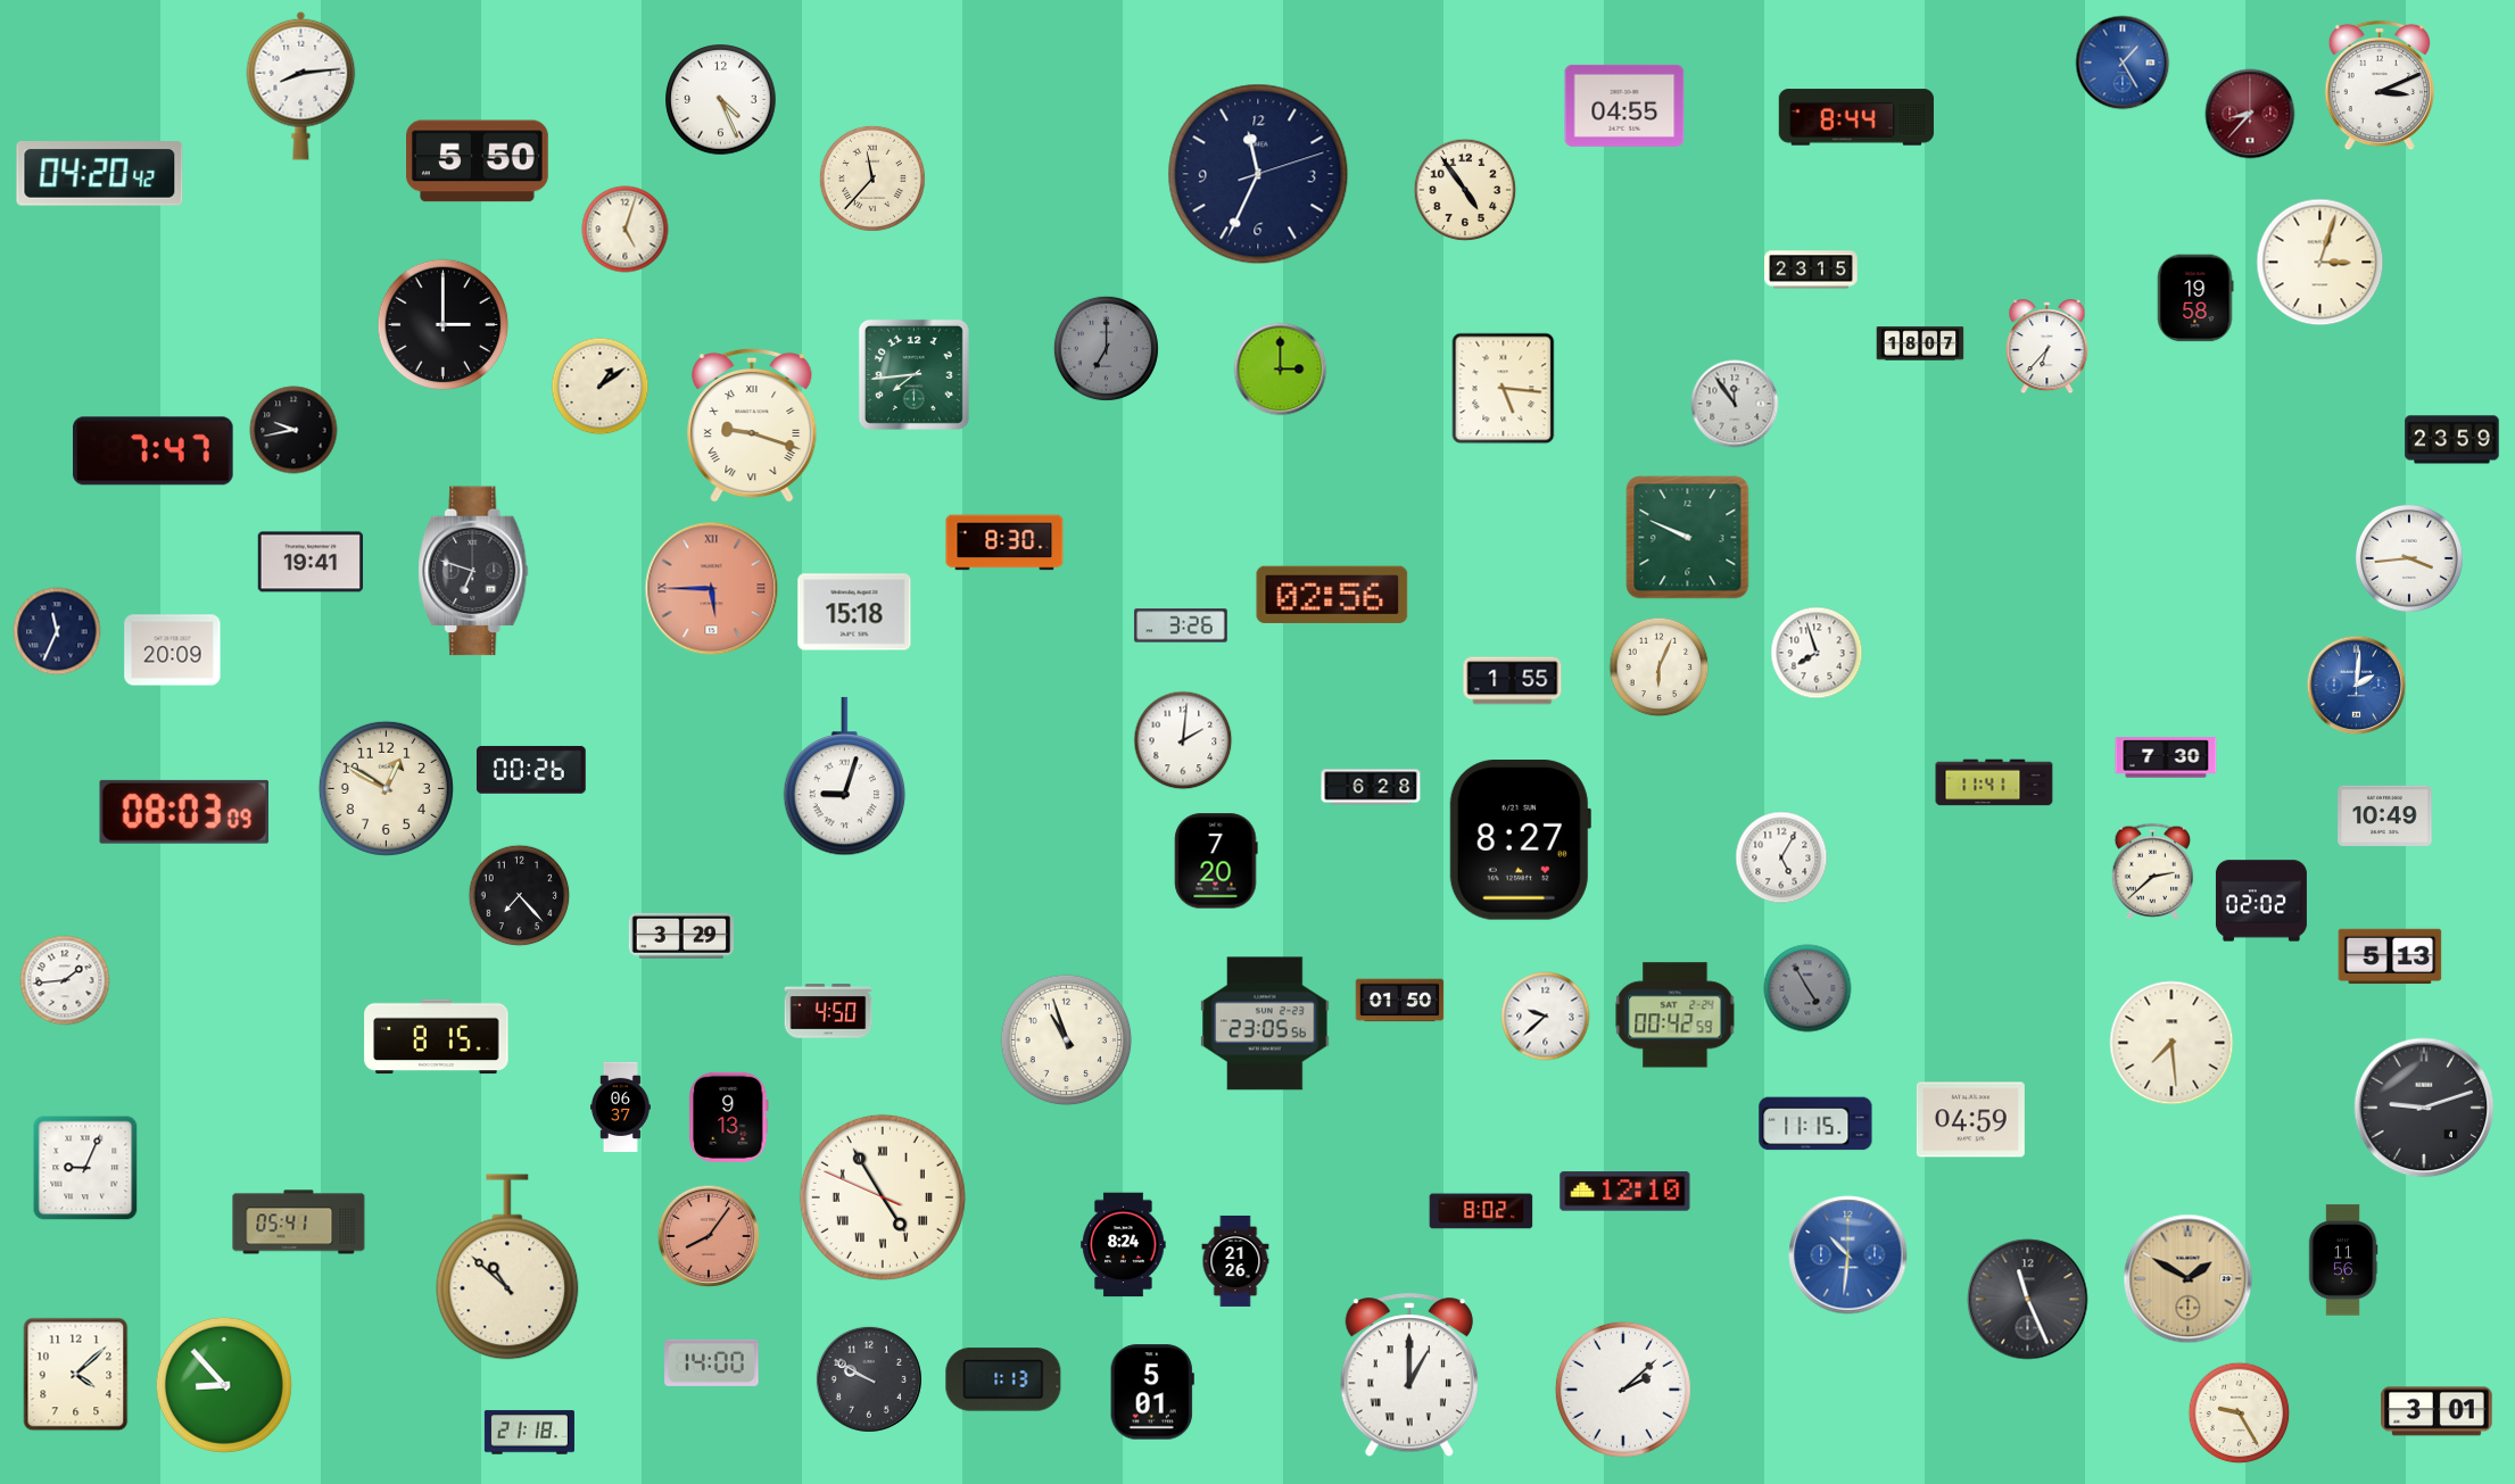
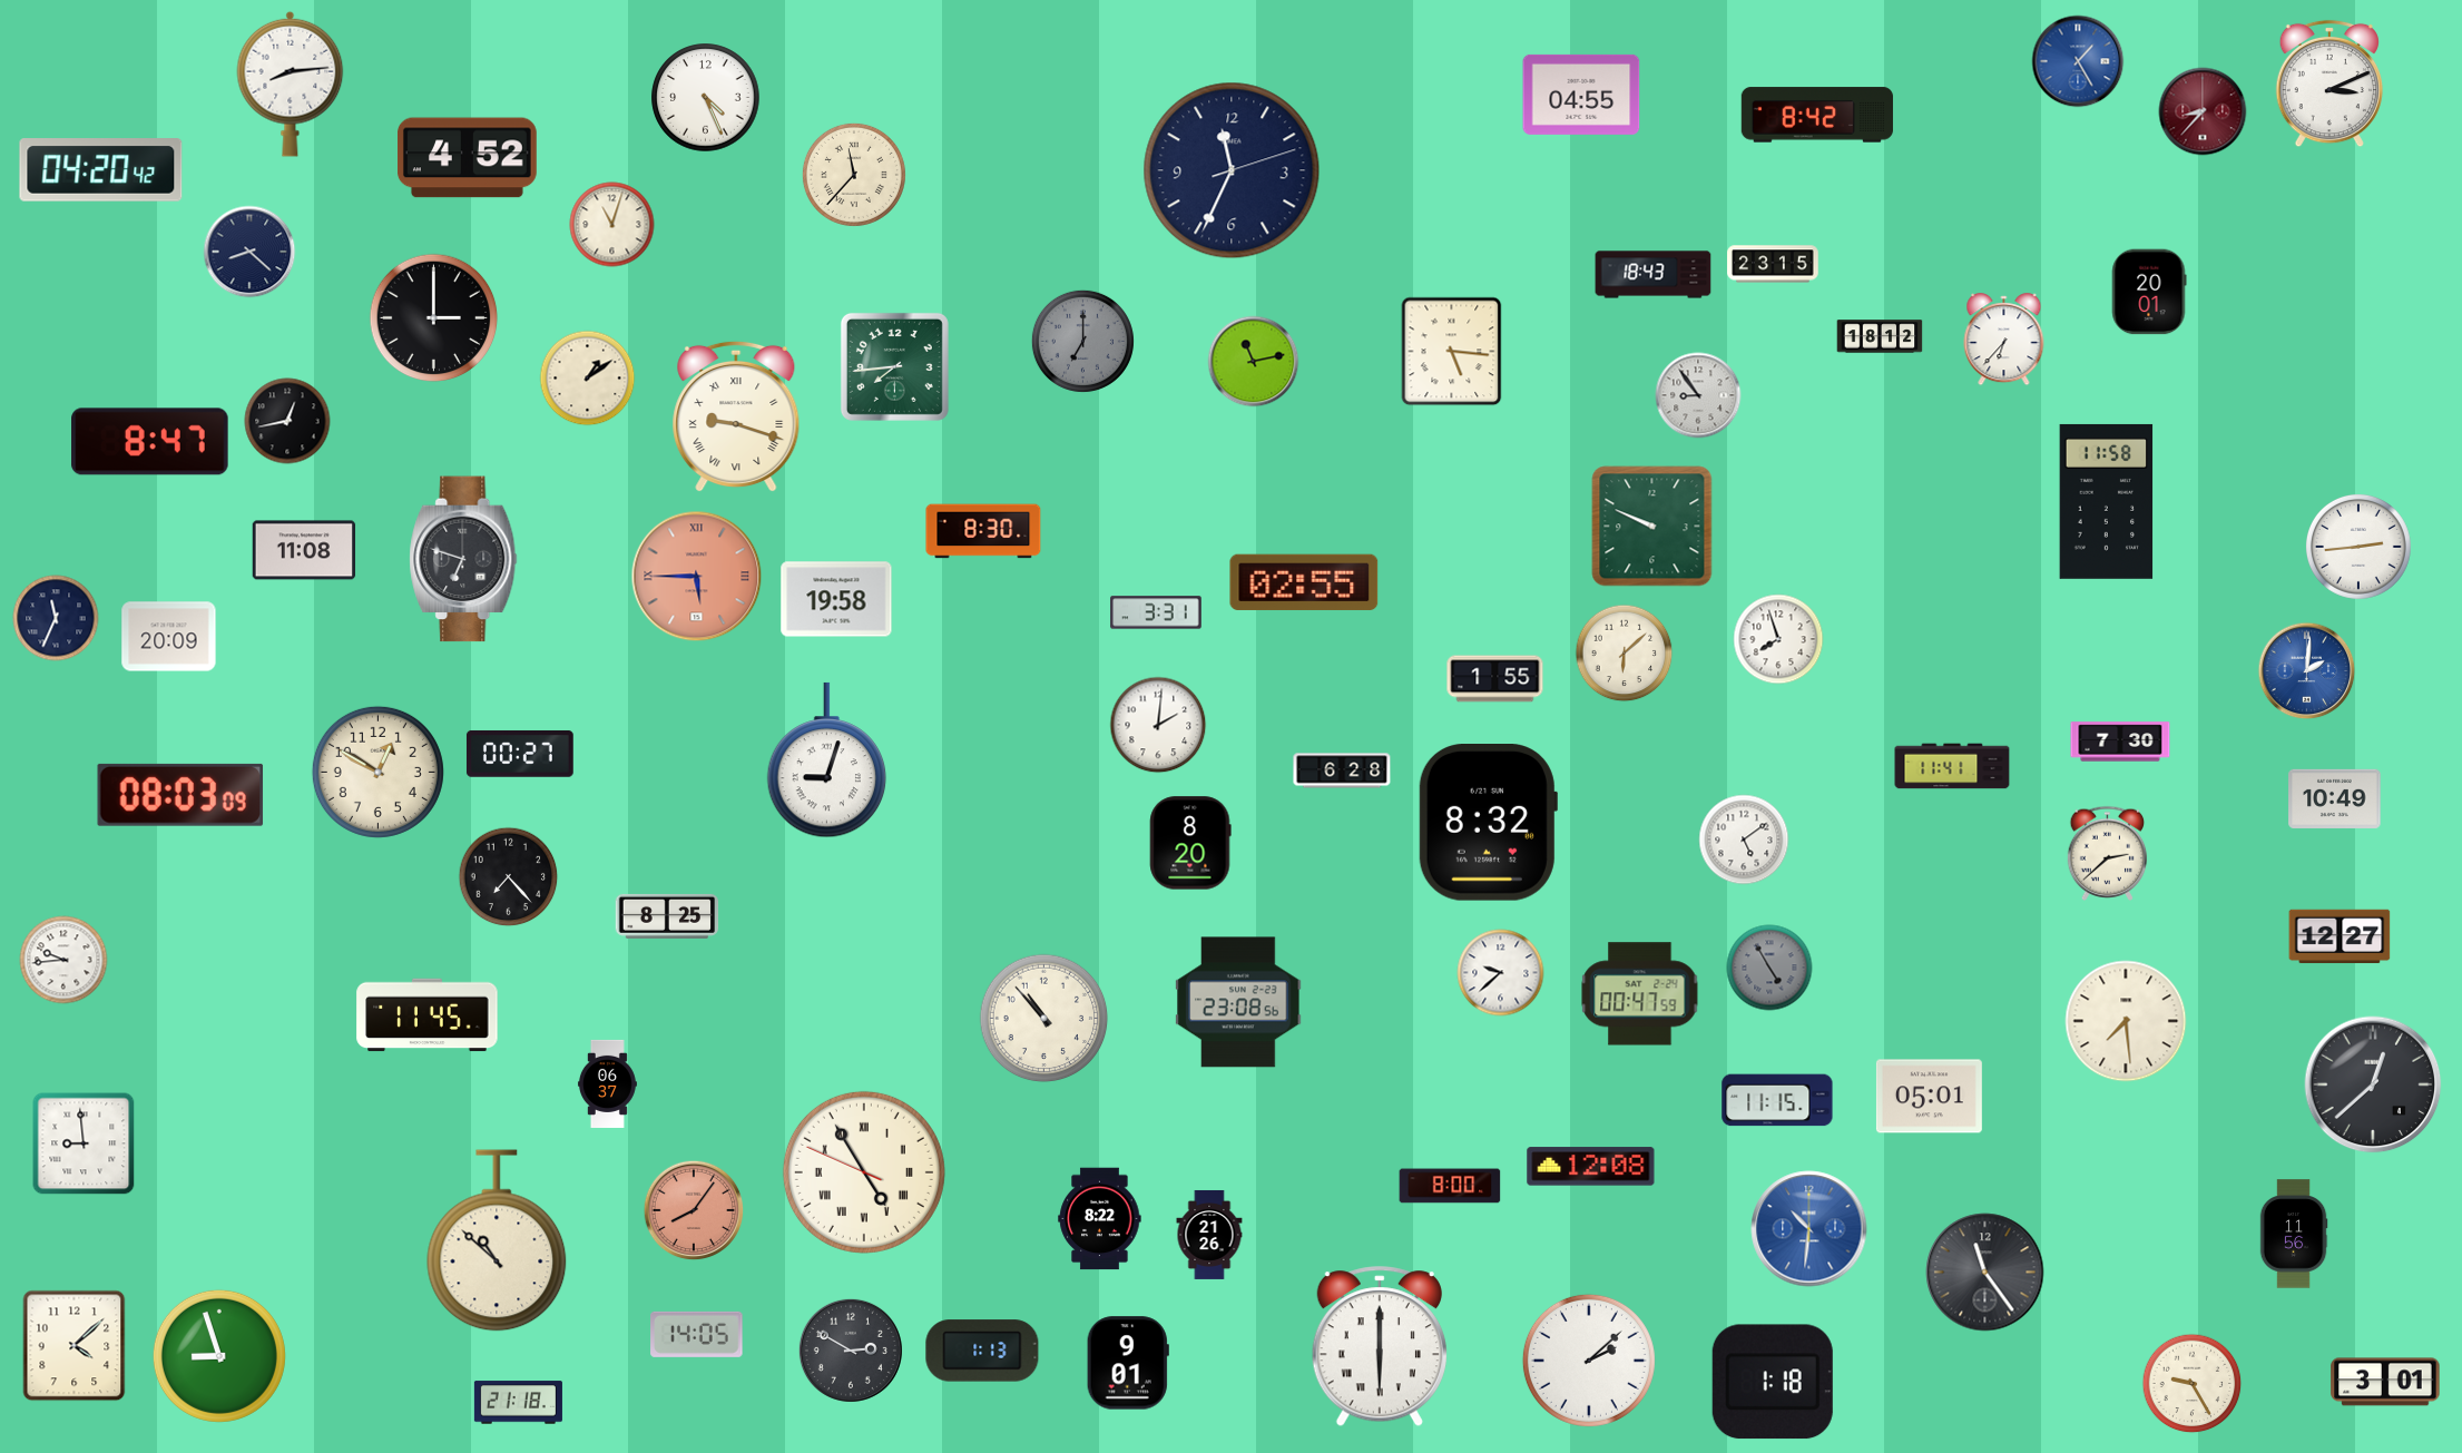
clock at (301, 85) position: (301, 85) -> (291, 84)
clock at (1624, 106) position: (1624, 106) -> (1581, 95)
clock at (1856, 117): 8:44 -> 8:42
clock at (478, 161): 5:50 -> 4:52
clock at (100, 174) position: (100, 174) -> (101, 170)
clock at (1465, 190): 4:54 -> none
clock at (626, 230): 5:03 -> 11:03
clock at (249, 252): none -> 8:22
clock at (2320, 263): 3:03 -> none
clock at (1654, 275): none -> 18:43
clock at (2195, 298): 19:58 -> 20:01
clock at (1920, 343): 18:07 -> 18:12
clock at (1281, 370): 3:00 -> 11:13
clock at (1504, 389) position: (1504, 389) -> (1452, 352)
clock at (1735, 404): 11:54 -> 8:54
clock at (293, 430): 9:43 -> 12:43
clock at (2452, 440): 23:59 -> none
clock at (154, 451): 7:47 -> 8:47
clock at (2107, 501): none -> 11:58
clock at (2409, 558): 3:44 -> 2:44
clock at (311, 562): 19:41 -> 11:08
clock at (1332, 595): 02:56 -> 02:55
clock at (854, 612): 15:18 -> 19:58
clock at (1181, 625): 3:26 -> 3:31
clock at (1660, 668): 6:04 -> 6:08
clock at (1513, 681) position: (1513, 681) -> (1495, 679)
clock at (531, 770): 00:26 -> 00:27
clock at (1520, 840): 8:27 -> 8:32
clock at (1781, 857): 5:05 -> 5:09
clock at (1216, 861): 7:20 -> 8:20
clock at (2261, 901): 02:02 -> none
clock at (681, 936): 3:29 -> 8:25
clock at (2390, 956): 5:13 -> 12:27
clock at (65, 980): 1:44 -> 9:44
clock at (1400, 1001): 01:50 -> none
clock at (828, 1011): 4:50 -> none
clock at (1676, 1015): 00:42 -> 00:47
clock at (1546, 1017) position: (1546, 1017) -> (1501, 973)
clock at (1265, 1023): 23:05 -> 23:08
clock at (437, 1037): 8:15 -> 11:45
clock at (1067, 1041): 10:57 -> 10:53
clock at (2424, 1108): 9:12 -> 12:38
clock at (729, 1117): 9:13 -> none
clock at (1970, 1120): 04:59 -> 05:01
clock at (85, 1168): 9:04 -> 8:59
clock at (1625, 1192): 12:10 -> 12:08
clock at (1481, 1211): 8:02 -> 8:00
clock at (299, 1222): 05:41 -> none
clock at (1124, 1245): 8:24 -> 8:22
clock at (2189, 1279): 1:50 -> none
clock at (2028, 1300): 11:26 -> 11:24
clock at (712, 1362): 14:00 -> 14:05
clock at (1409, 1376): 1:00 -> 6:00
clock at (869, 1379): 9:50 -> 2:50
clock at (224, 1385): 8:53 -> 8:57
clock at (1152, 1392): 5:01 -> 9:01
clock at (1773, 1382): none -> 1:18
